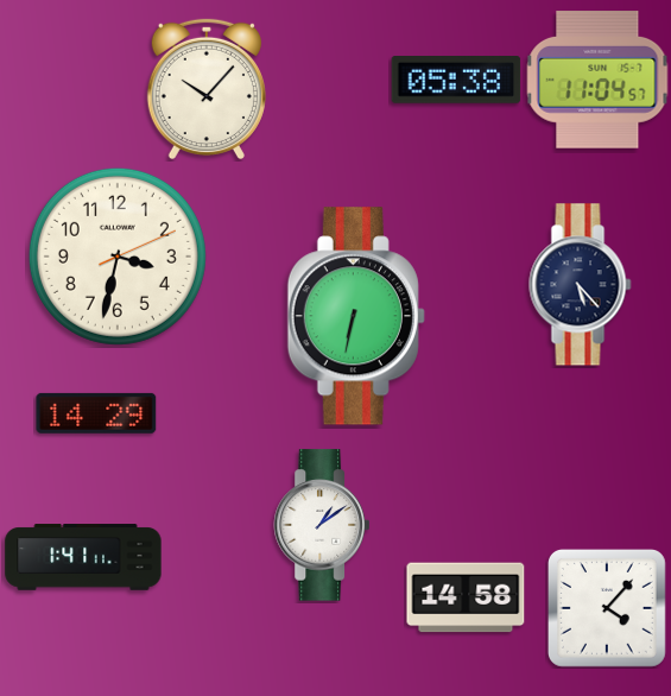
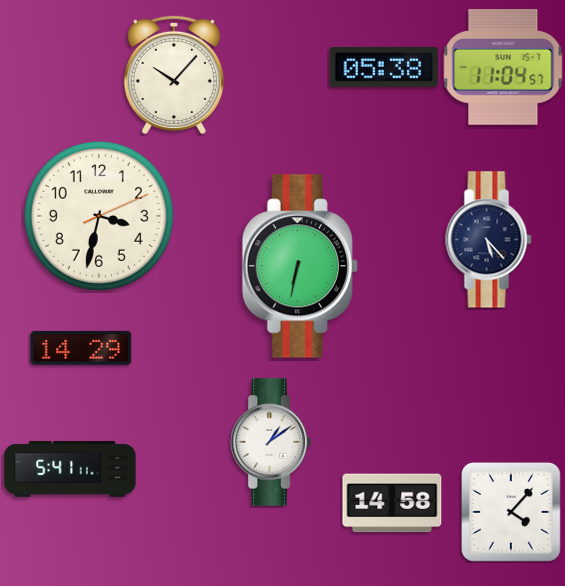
clock at (83, 557): 1:41 -> 5:41
